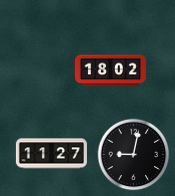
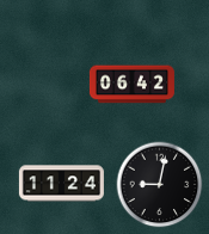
clock at (110, 71): 18:02 -> 06:42
clock at (51, 154): 11:27 -> 11:24
